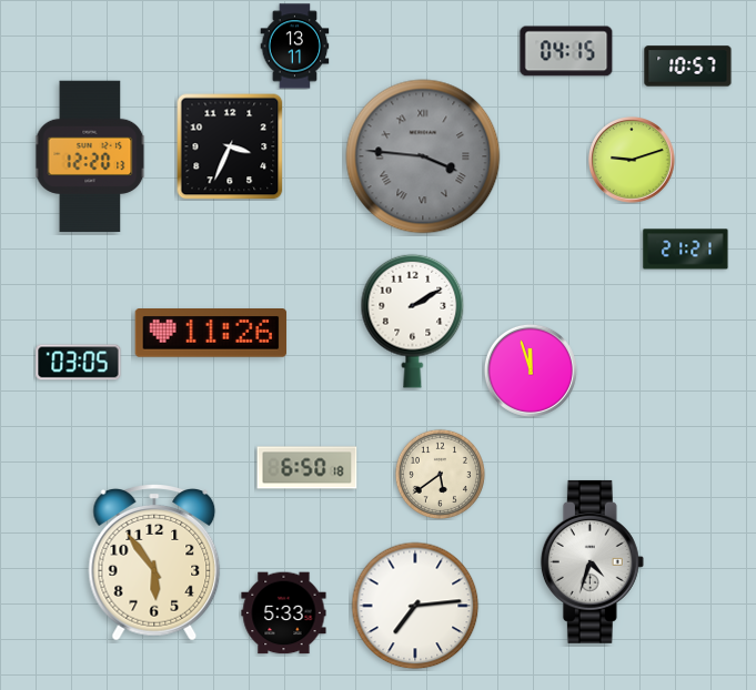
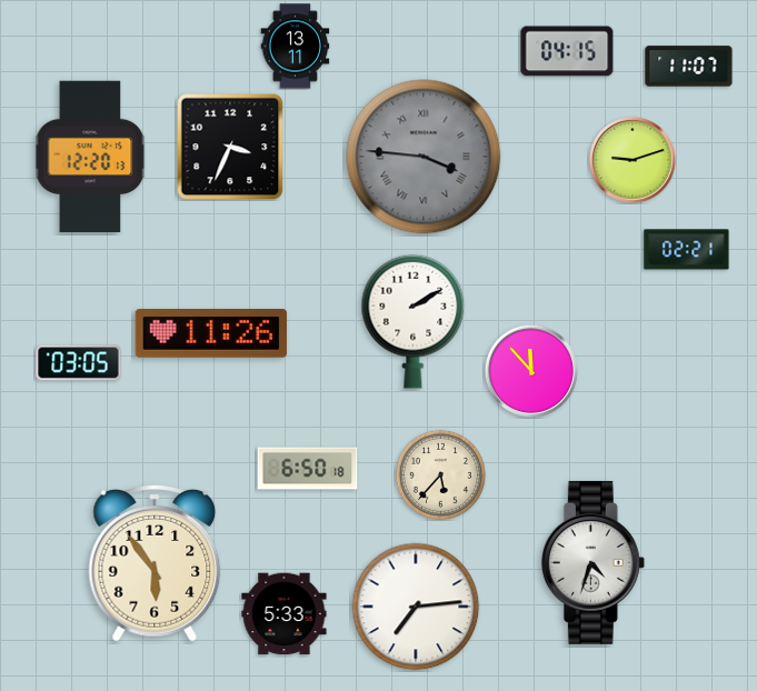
clock at (688, 67): 10:57 -> 11:07
clock at (686, 250): 21:21 -> 02:21
clock at (531, 371): 11:57 -> 11:53
clock at (440, 474): 5:39 -> 5:37
